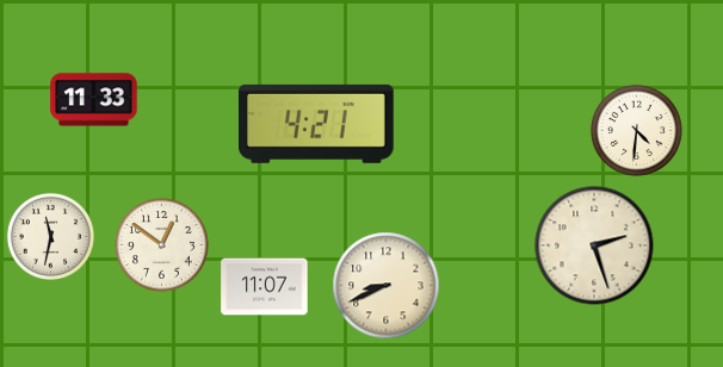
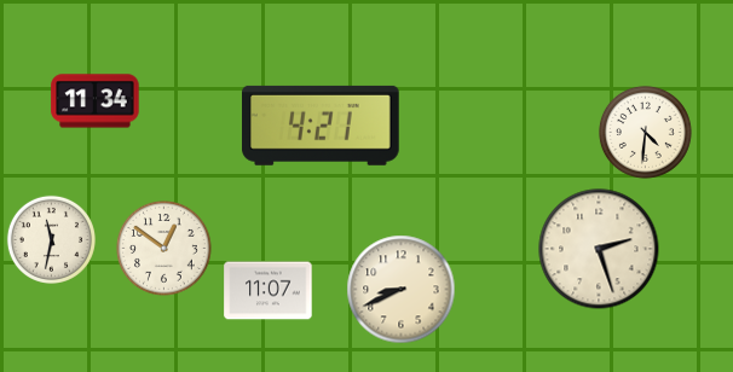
clock at (94, 100): 11:33 -> 11:34
clock at (594, 245) position: (594, 245) -> (599, 249)
clock at (387, 286) position: (387, 286) -> (402, 290)
